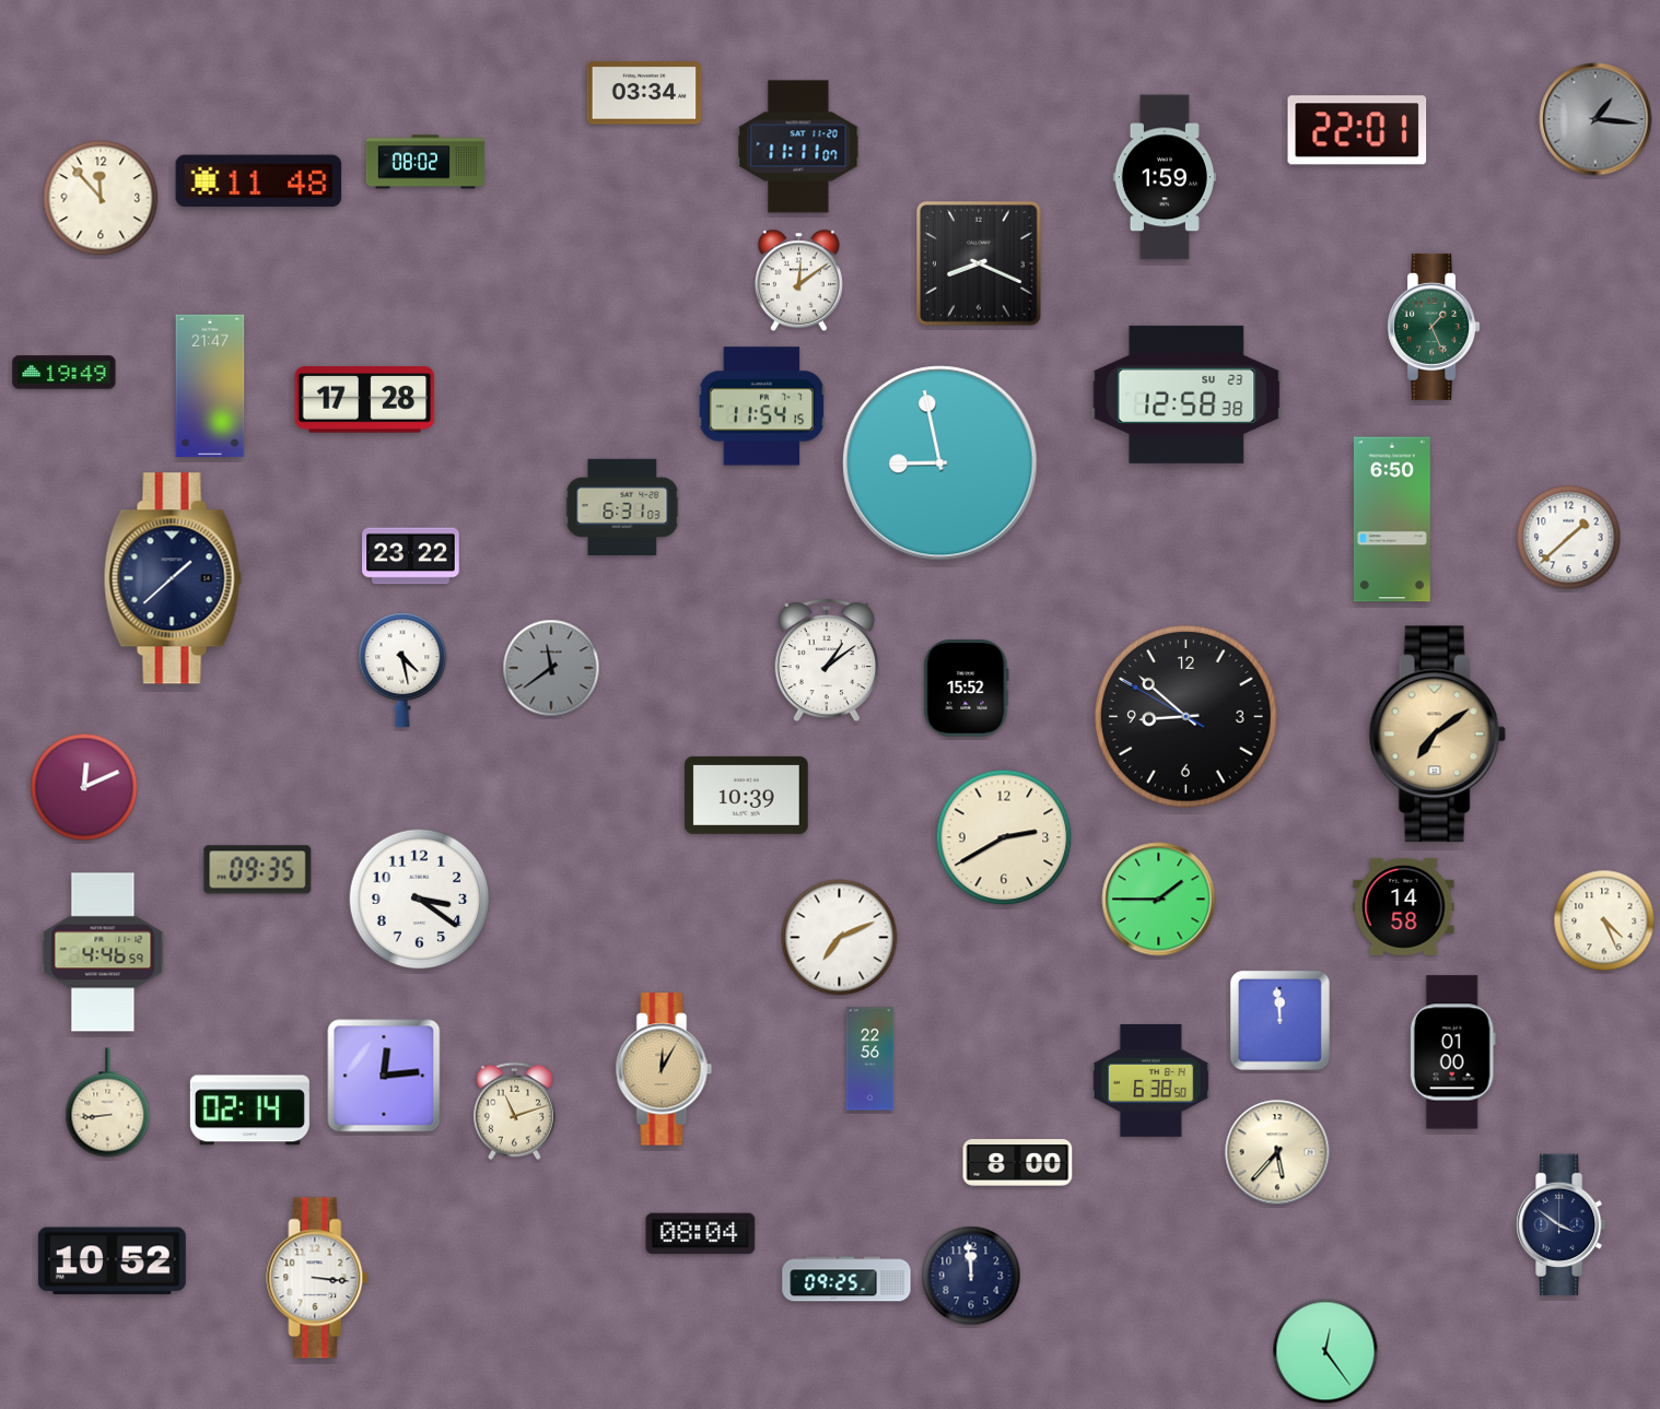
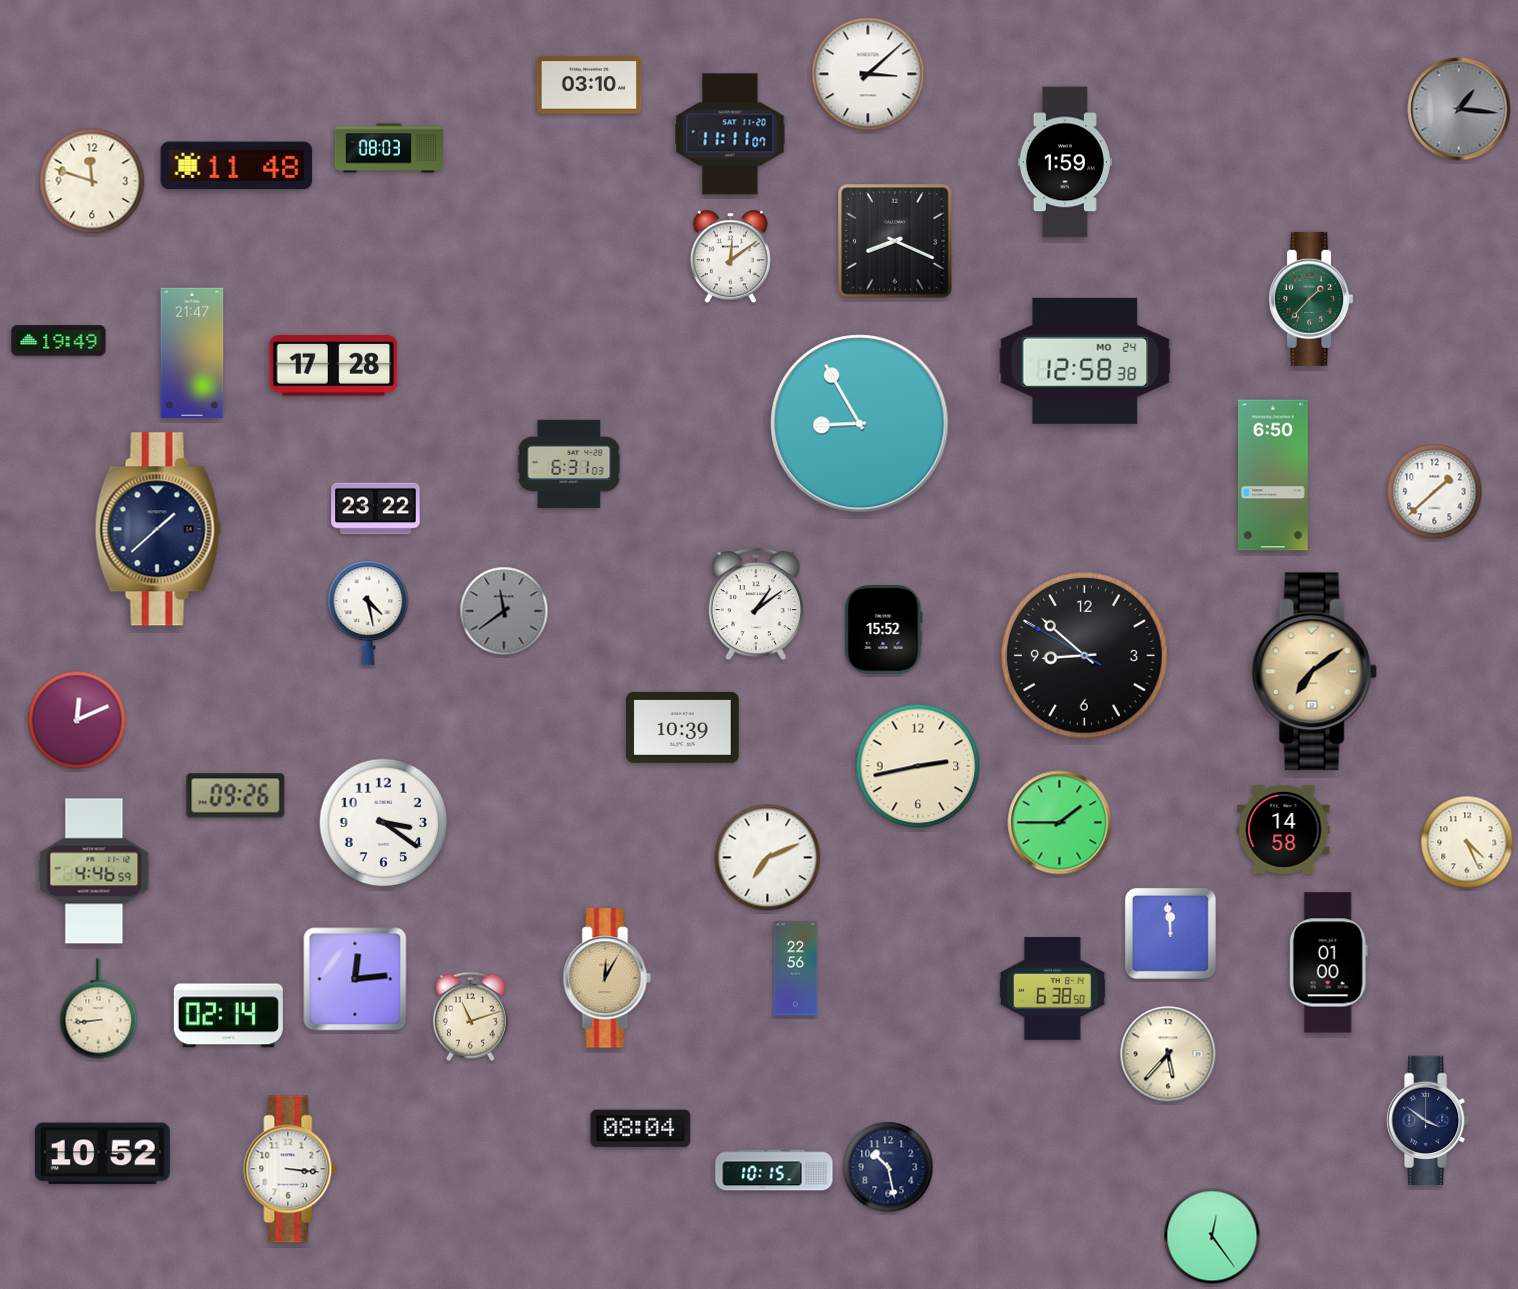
clock at (868, 74): none -> 3:08
clock at (644, 93): 03:34 -> 03:10
clock at (1357, 130): 22:01 -> none
clock at (425, 162): 08:02 -> 08:03
clock at (101, 198): 11:53 -> 11:48
clock at (1434, 327): 1:26 -> 1:37
clock at (1186, 395) date: SU 23 -> MO 24
clock at (762, 407): 11:54 -> none
clock at (940, 463): 8:58 -> 8:55
clock at (1004, 837): 2:40 -> 2:43
clock at (258, 870): 09:35 -> 09:26
clock at (384, 1076) position: (384, 1076) -> (355, 979)
clock at (1018, 1163): 8:00 -> none
clock at (971, 1276): 11:59 -> 10:28
clock at (846, 1279): 09:25 -> 10:15
